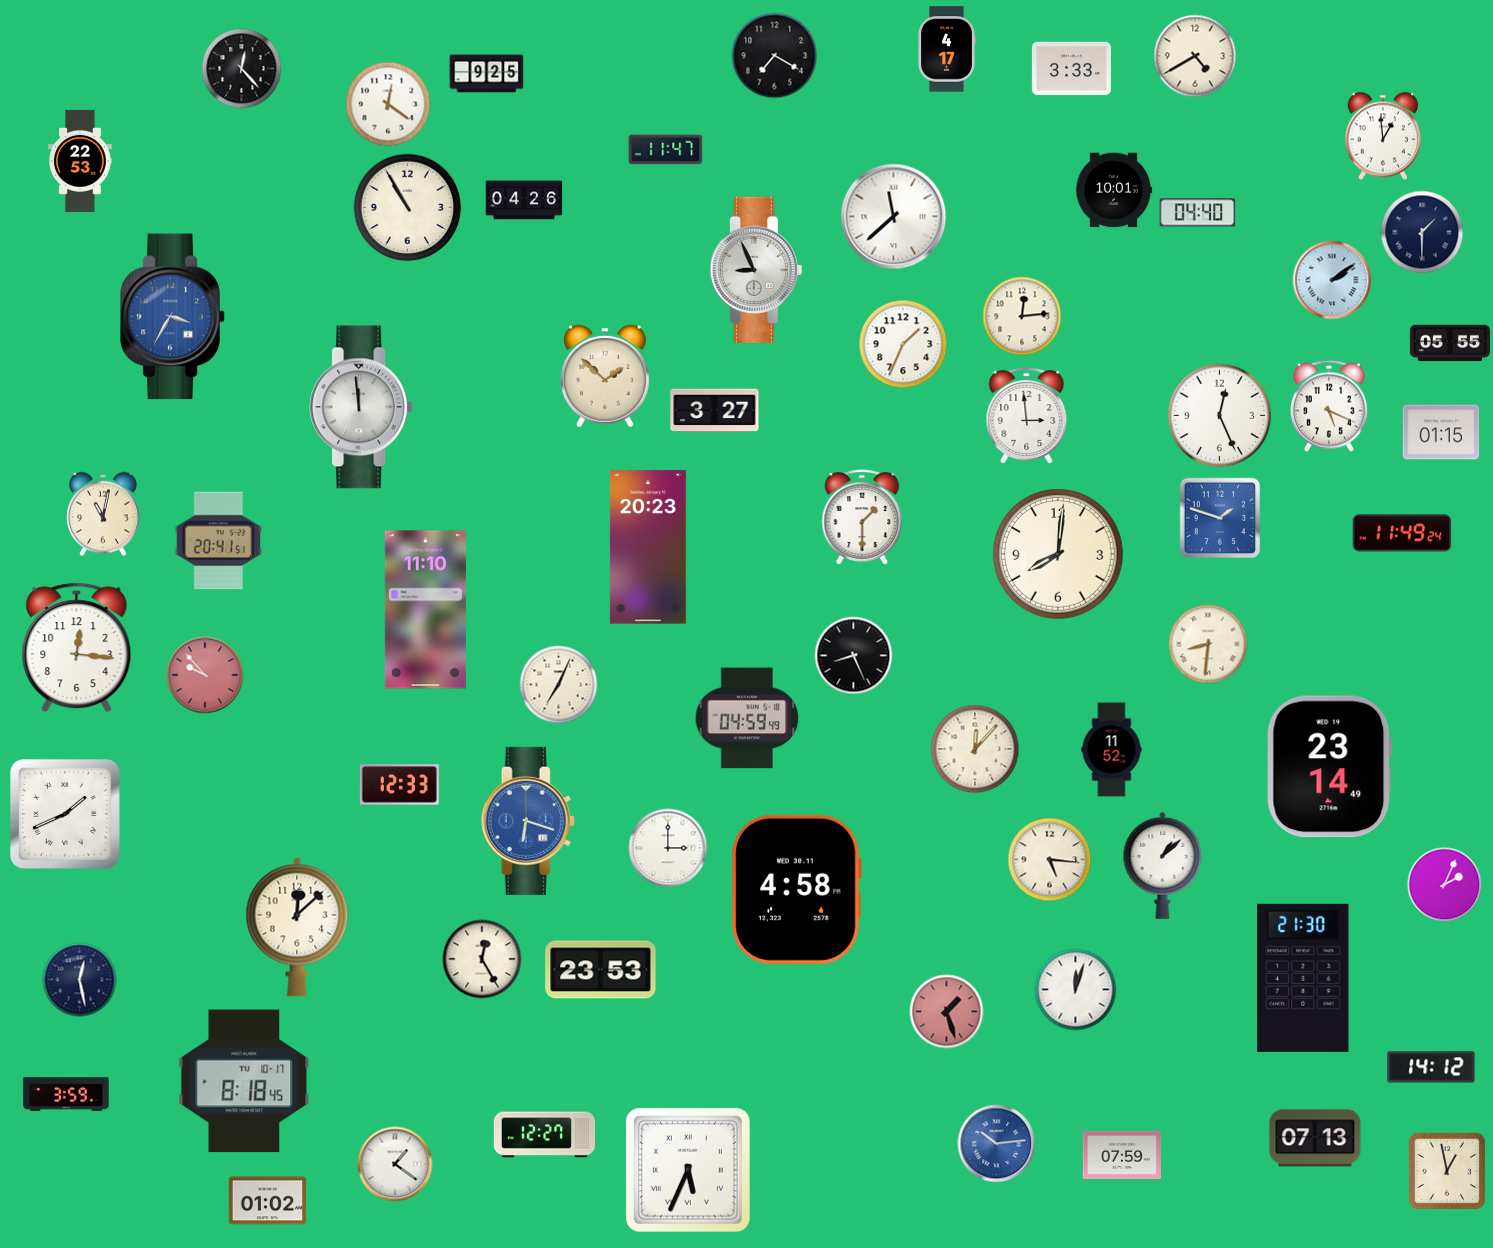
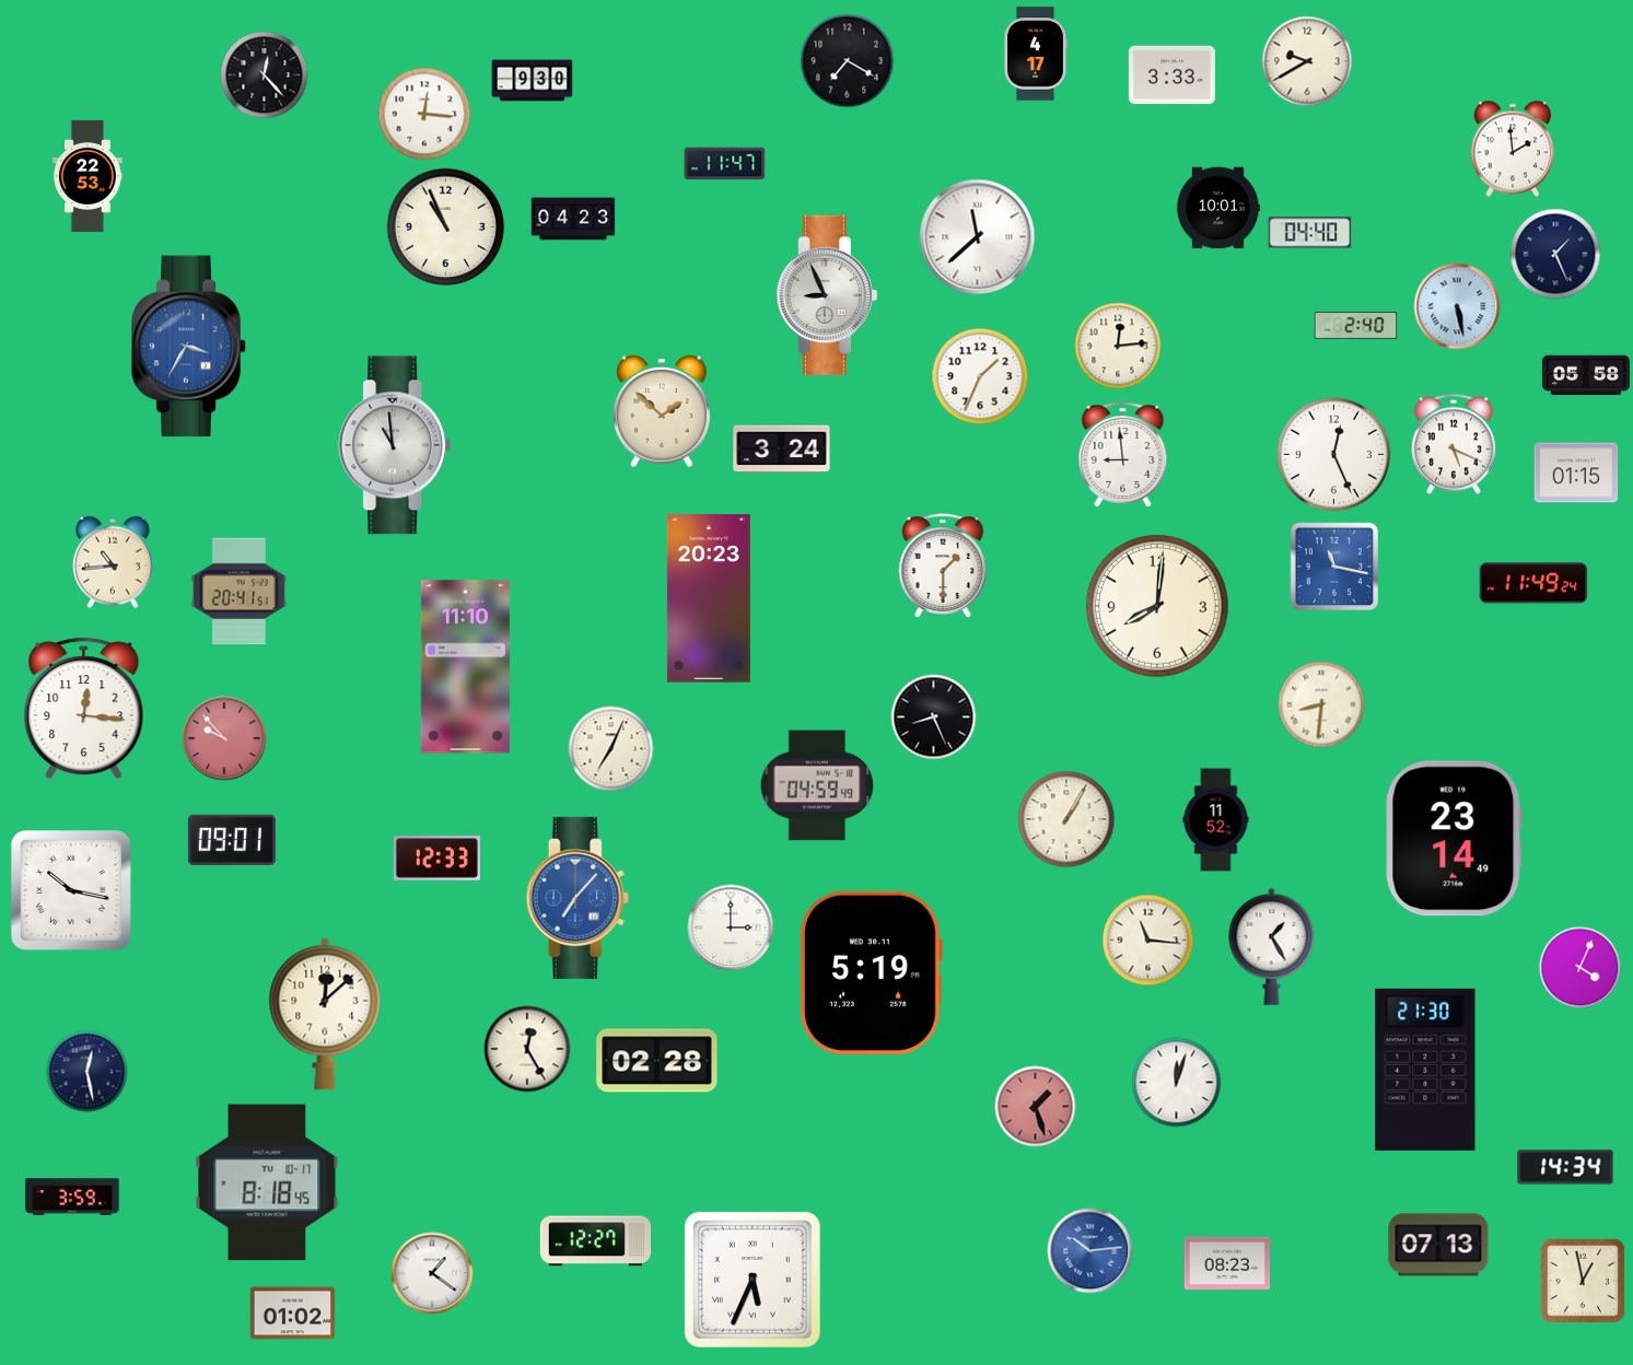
clock at (1195, 56): 4:40 -> 9:40
clock at (487, 74): 9:25 -> 9:30
clock at (388, 104): 12:21 -> 12:16
clock at (1383, 136): 12:59 -> 1:59
clock at (666, 150) position: (666, 150) -> (725, 164)
clock at (524, 200): 04:26 -> 04:23
clock at (408, 208): 10:55 -> 10:56
clock at (1422, 232): 1:30 -> 1:26
clock at (1332, 280): 2:09 -> 5:28
clock at (1356, 326): none -> 2:40
clock at (1450, 343): 05:55 -> 05:58
clock at (903, 344) position: (903, 344) -> (980, 376)
clock at (361, 407): 11:59 -> 10:59
clock at (715, 411): 3:27 -> 3:24
clock at (1027, 416): 2:59 -> 8:59
clock at (103, 514): 11:02 -> 10:44
clock at (1220, 518): 1:48 -> 11:17
clock at (975, 749): 12:07 -> 1:05
clock at (232, 839): none -> 09:01
clock at (66, 814): 1:41 -> 10:17
clock at (528, 821): 6:18 -> 7:07
clock at (1050, 860): 5:16 -> 11:16
clock at (1163, 865): 1:08 -> 1:25
clock at (1445, 885): 2:04 -> 4:04
clock at (796, 889): 4:58 -> 5:19
clock at (601, 970): 23:53 -> 02:28
clock at (1431, 1067): 14:12 -> 14:34
clock at (1121, 1155): 07:59 -> 08:23
